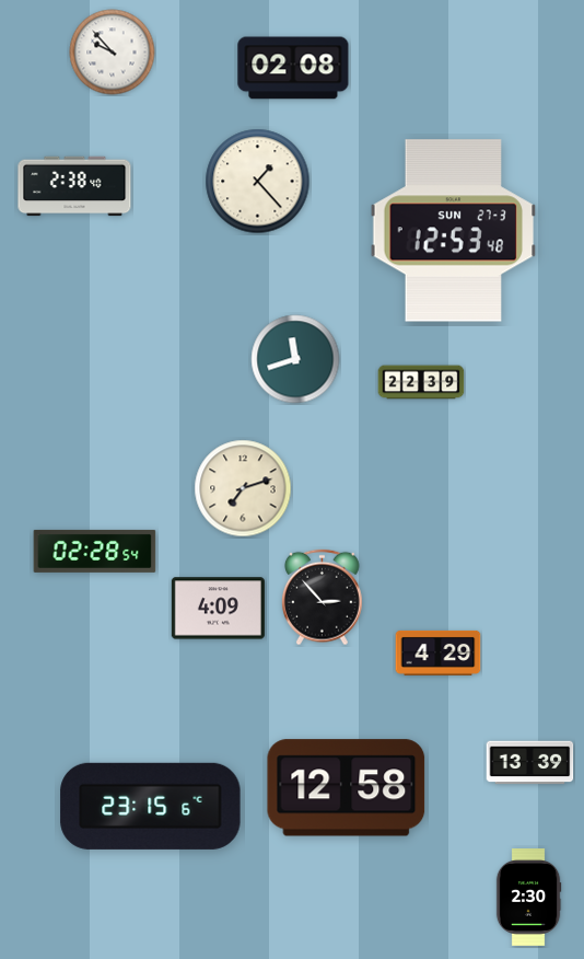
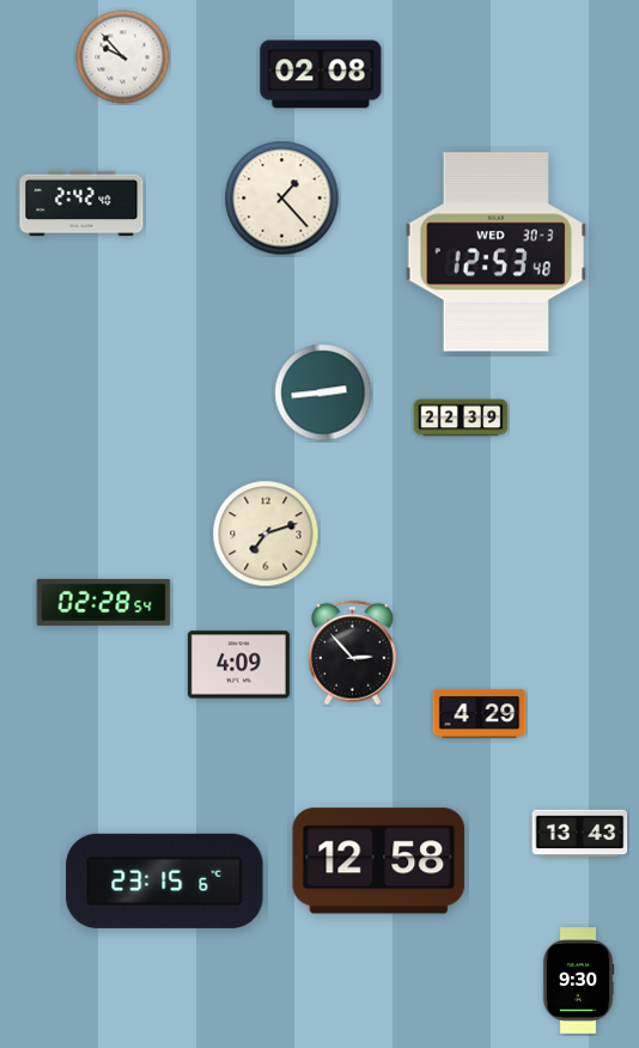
clock at (74, 186): 2:38 -> 2:42
clock at (454, 231) date: SUN 27-3 -> WED 30-3
clock at (295, 359): 11:42 -> 2:44
clock at (530, 763): 13:39 -> 13:43
clock at (528, 898): 2:30 -> 9:30
